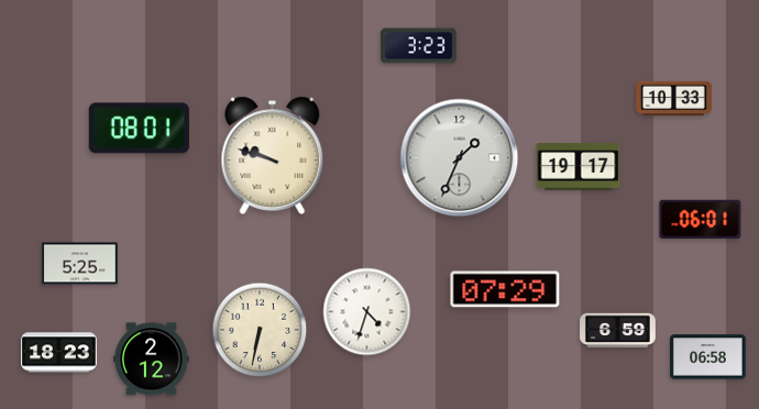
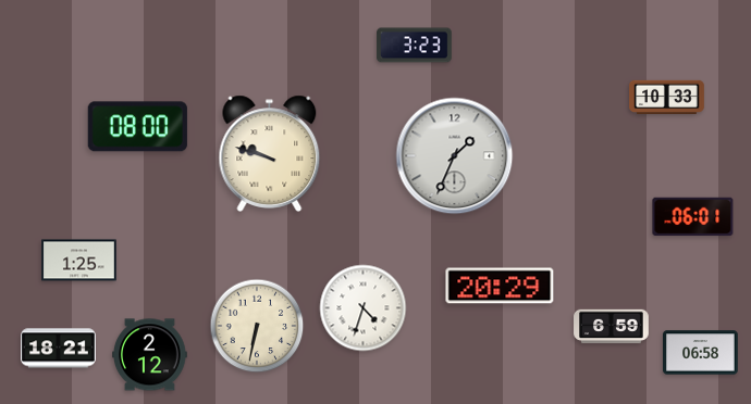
clock at (139, 129): 08:01 -> 08:00
clock at (579, 167): 19:17 -> none
clock at (80, 264): 5:25 -> 1:25
clock at (505, 289): 07:29 -> 20:29
clock at (59, 353): 18:23 -> 18:21
